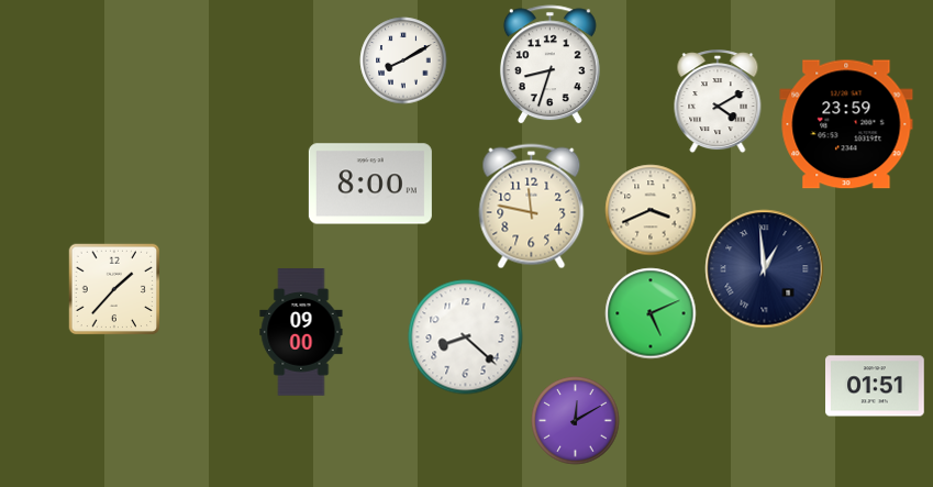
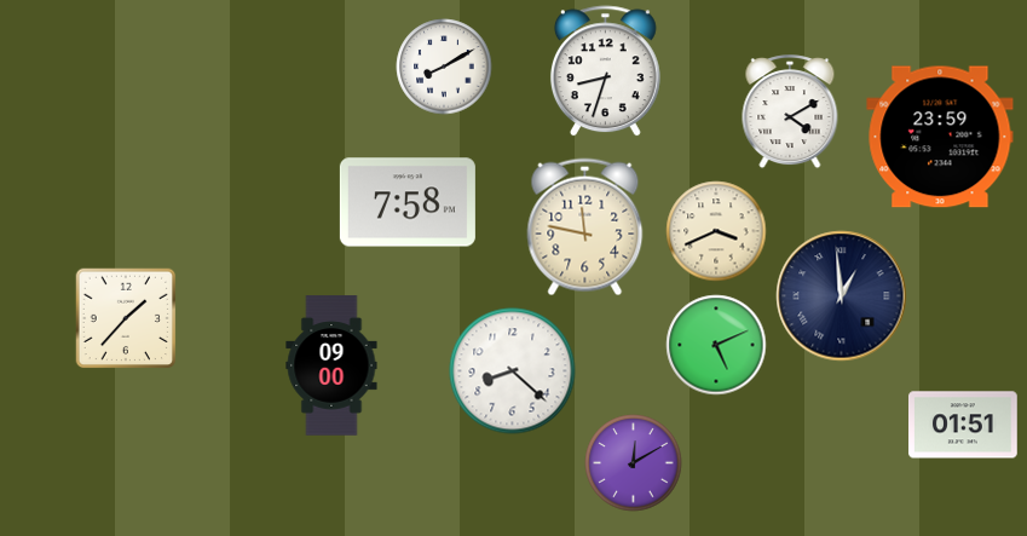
clock at (846, 124) position: (846, 124) -> (940, 137)
clock at (370, 184): 8:00 -> 7:58
